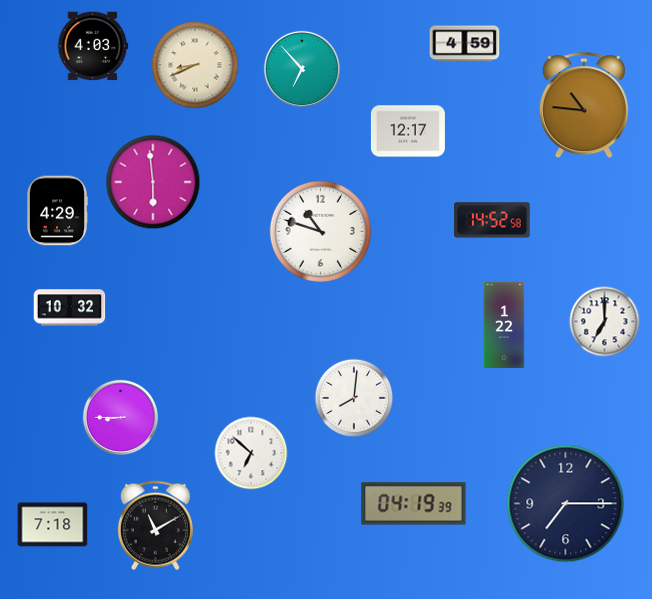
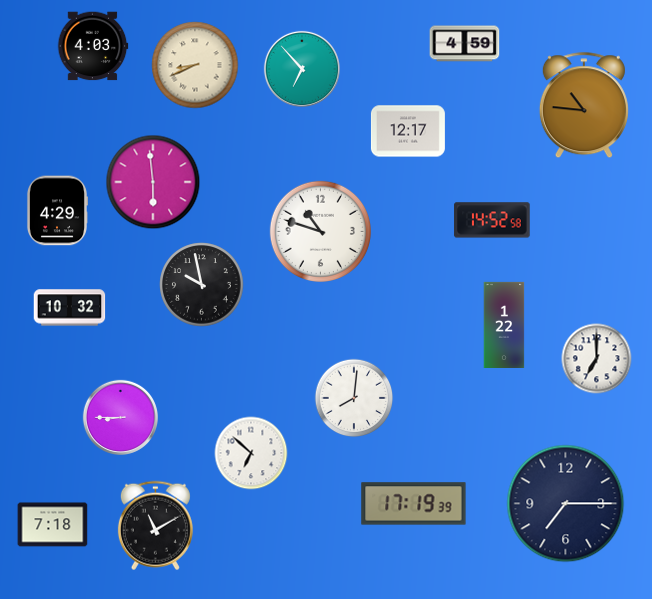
clock at (202, 285): none -> 9:58
clock at (605, 322) position: (605, 322) -> (597, 359)
clock at (414, 504): 04:19 -> 17:19
